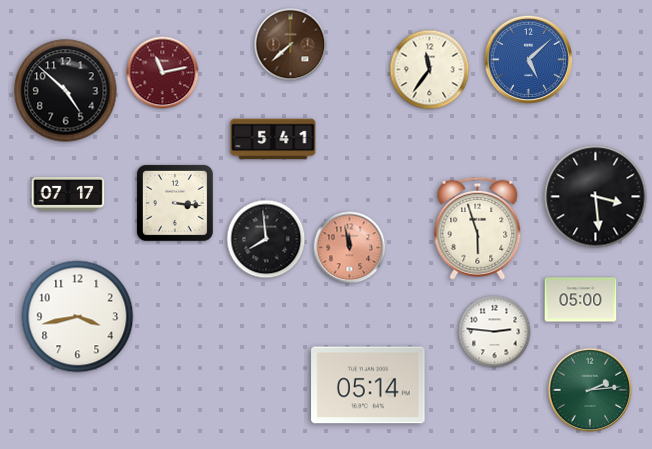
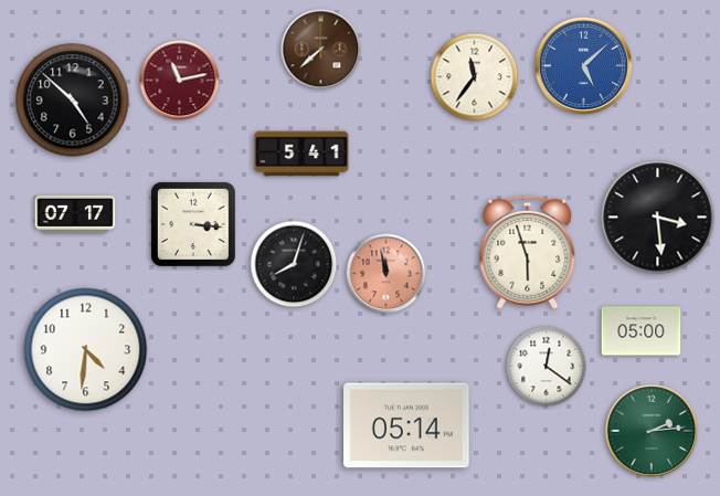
clock at (266, 239): 7:59 -> 8:03
clock at (78, 317): 3:43 -> 4:31
clock at (495, 332): 2:46 -> 12:21
